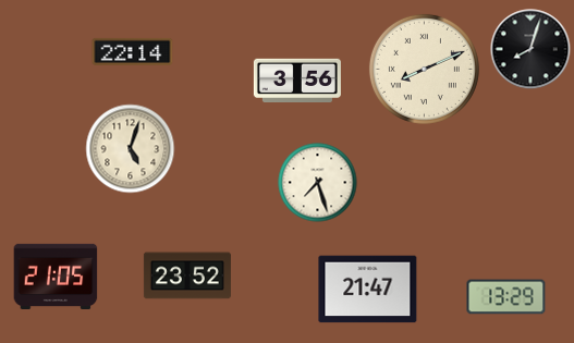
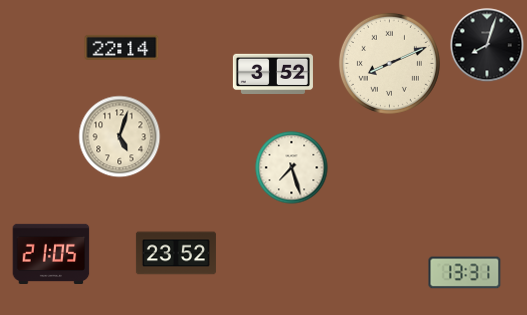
clock at (297, 79): 3:56 -> 3:52
clock at (187, 275) position: (187, 275) -> (176, 253)
clock at (368, 290): 21:47 -> none
clock at (506, 297): 13:29 -> 13:31
